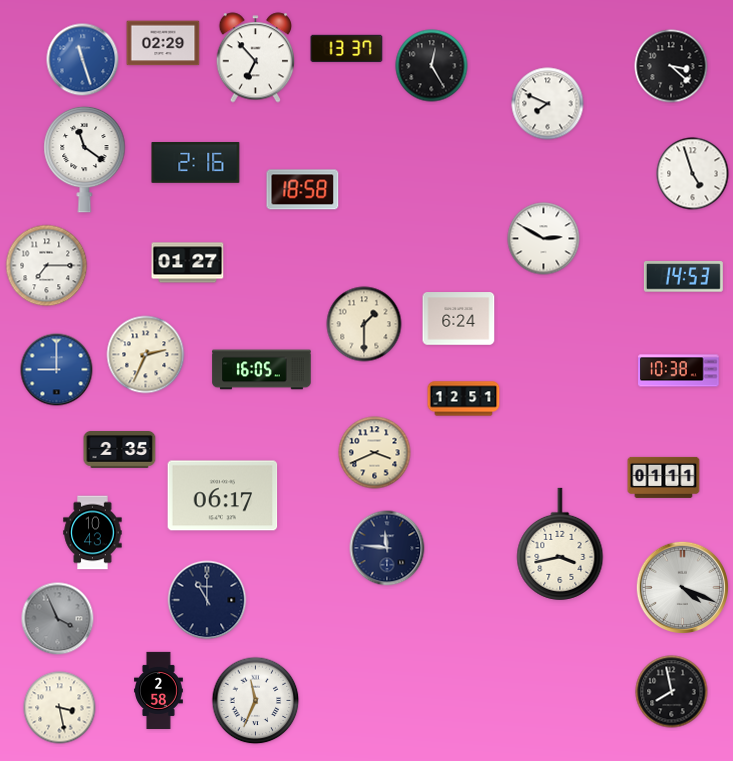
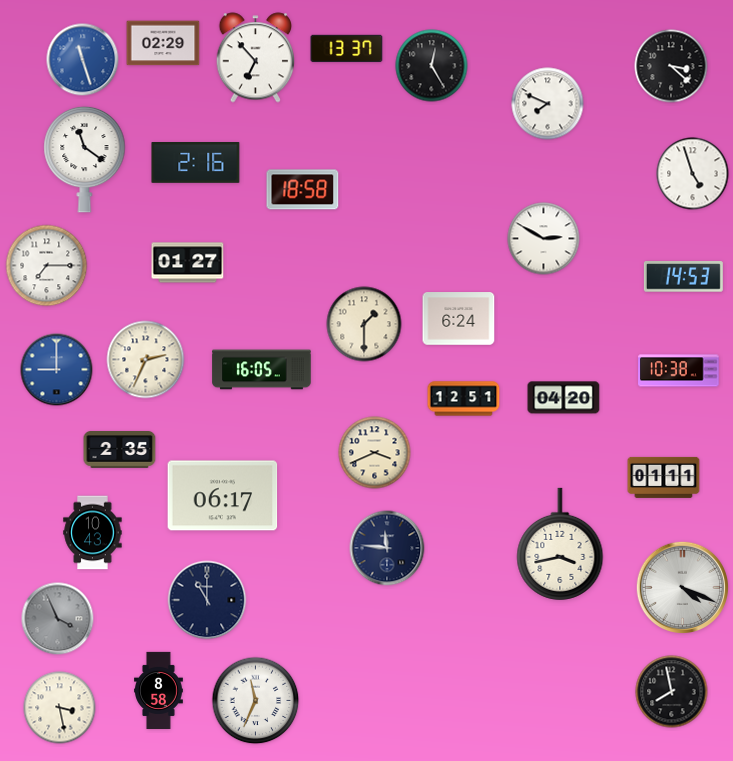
clock at (146, 355) position: (146, 355) -> (146, 360)
clock at (564, 398): none -> 04:20
clock at (159, 690): 2:58 -> 8:58
